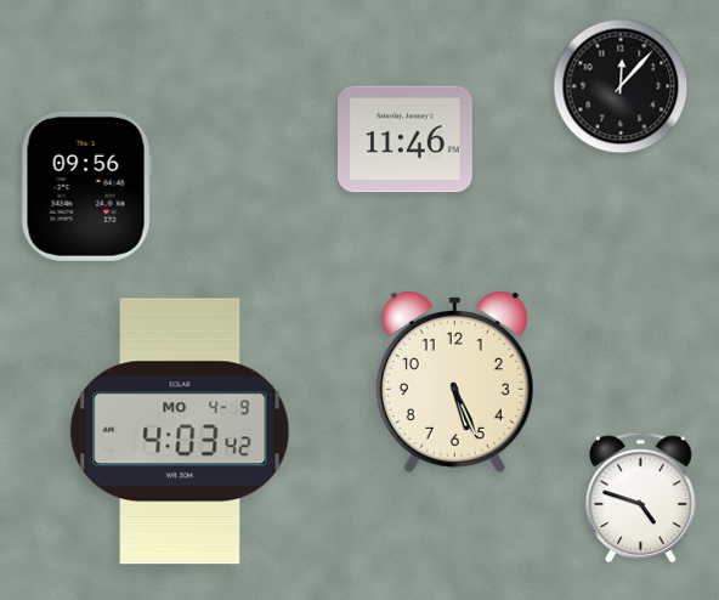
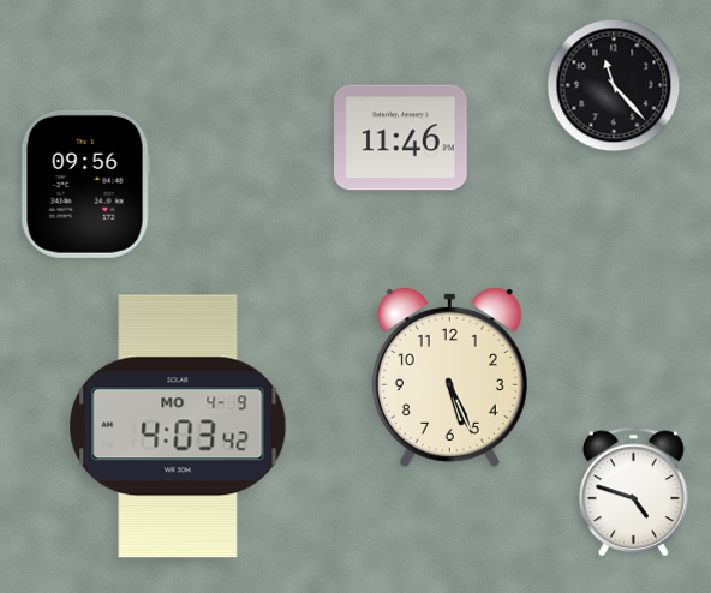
clock at (621, 86): 12:07 -> 11:23
